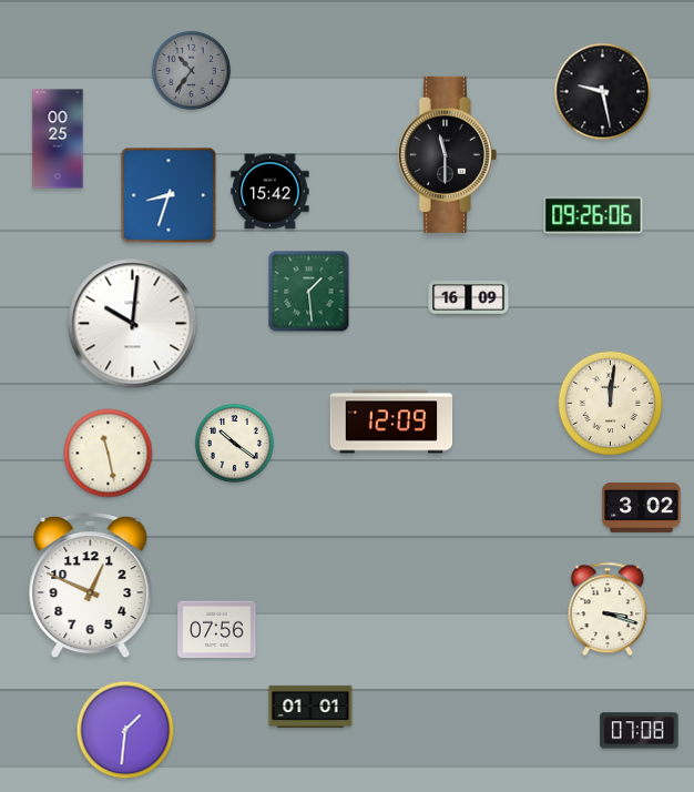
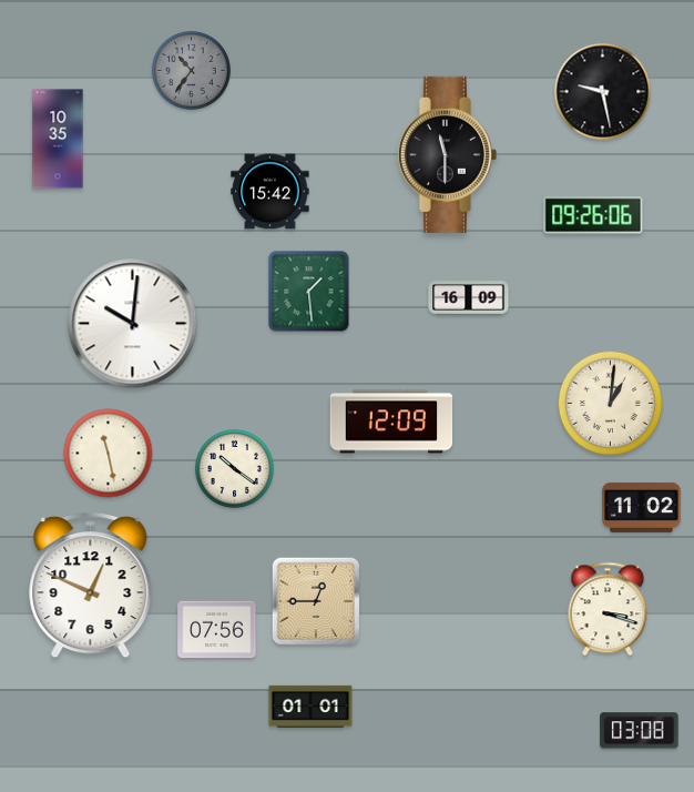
clock at (58, 139): 00:25 -> 10:35
clock at (169, 195): 8:33 -> none
clock at (611, 404): 12:01 -> 1:01
clock at (234, 443) position: (234, 443) -> (234, 468)
clock at (642, 507): 3:02 -> 11:02
clock at (315, 600): none -> 12:45
clock at (125, 730): 1:31 -> none
clock at (640, 731): 07:08 -> 03:08
